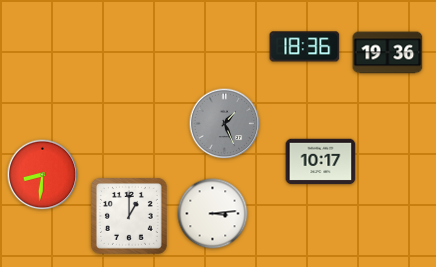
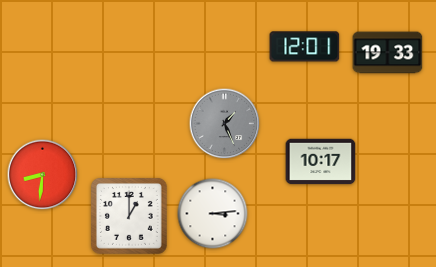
clock at (305, 47): 18:36 -> 12:01
clock at (388, 53): 19:36 -> 19:33
